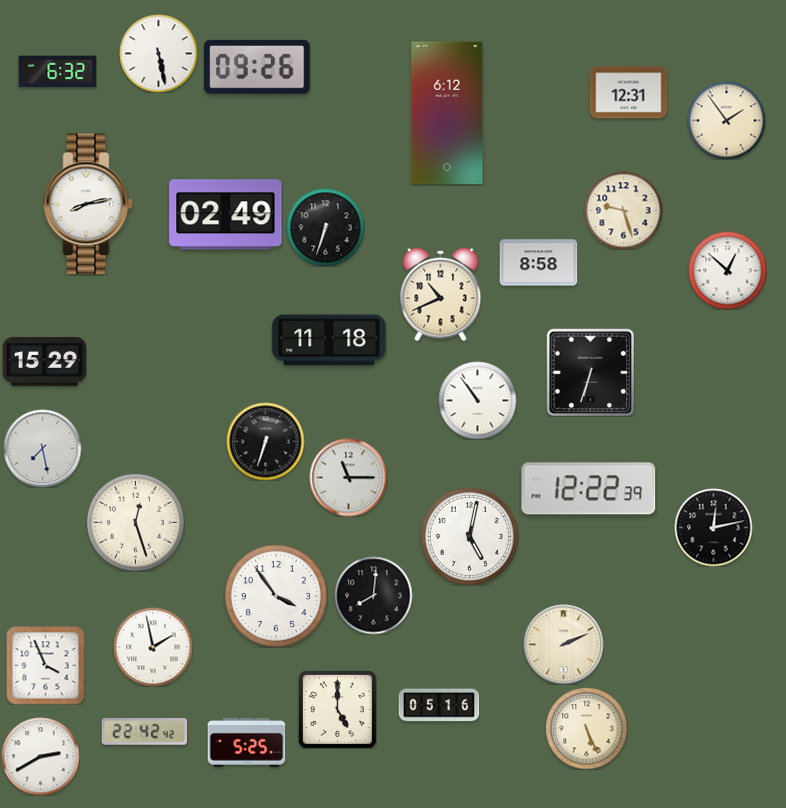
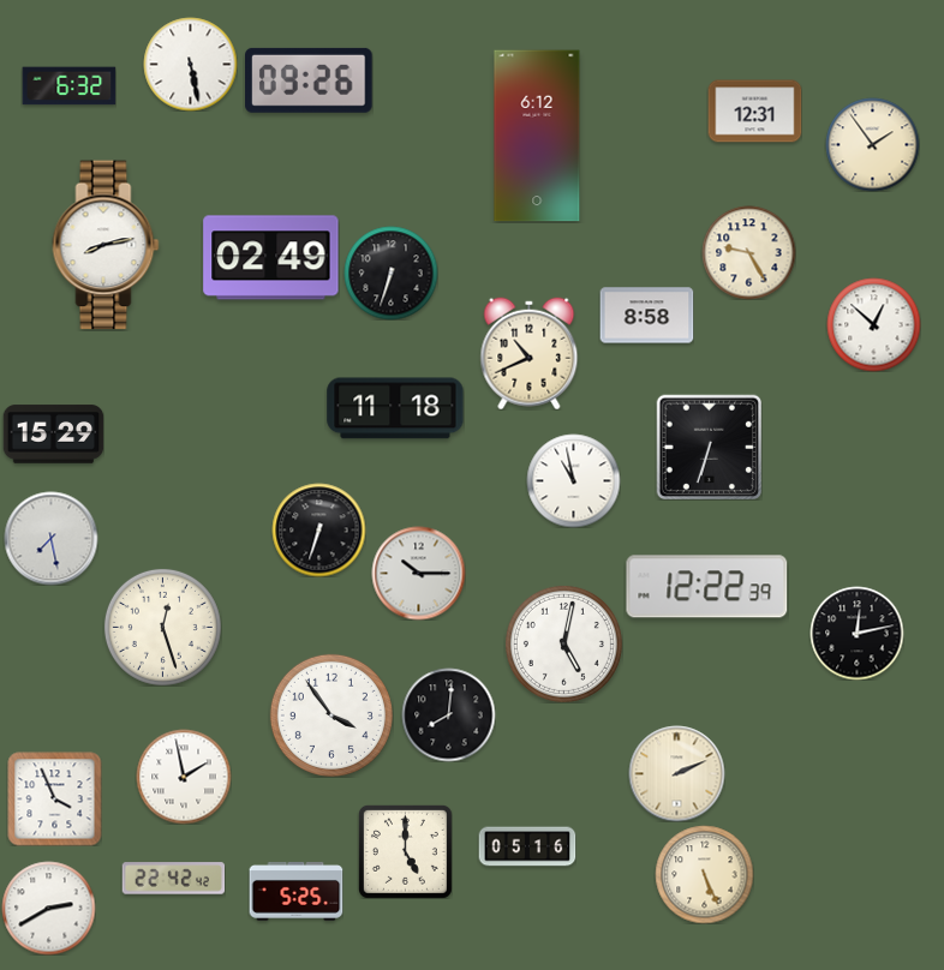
clock at (623, 210): 9:27 -> 9:25
clock at (477, 400): 10:54 -> 10:58
clock at (348, 477): 11:15 -> 10:15
